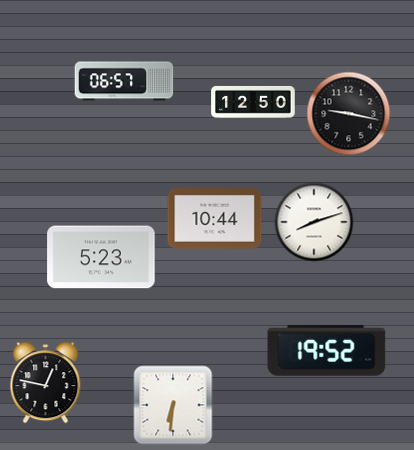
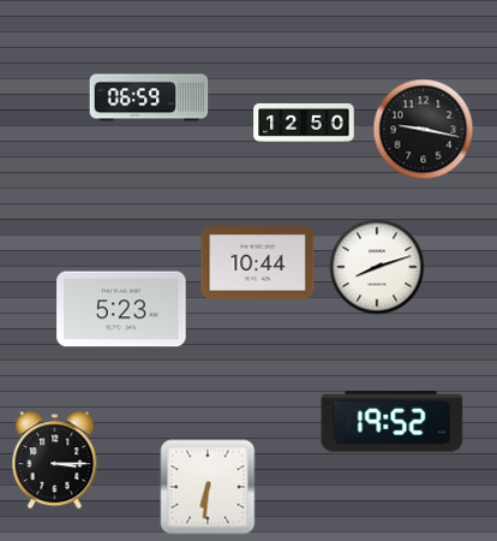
clock at (124, 81): 06:57 -> 06:59
clock at (349, 114) position: (349, 114) -> (424, 130)
clock at (46, 383): 12:47 -> 3:15
